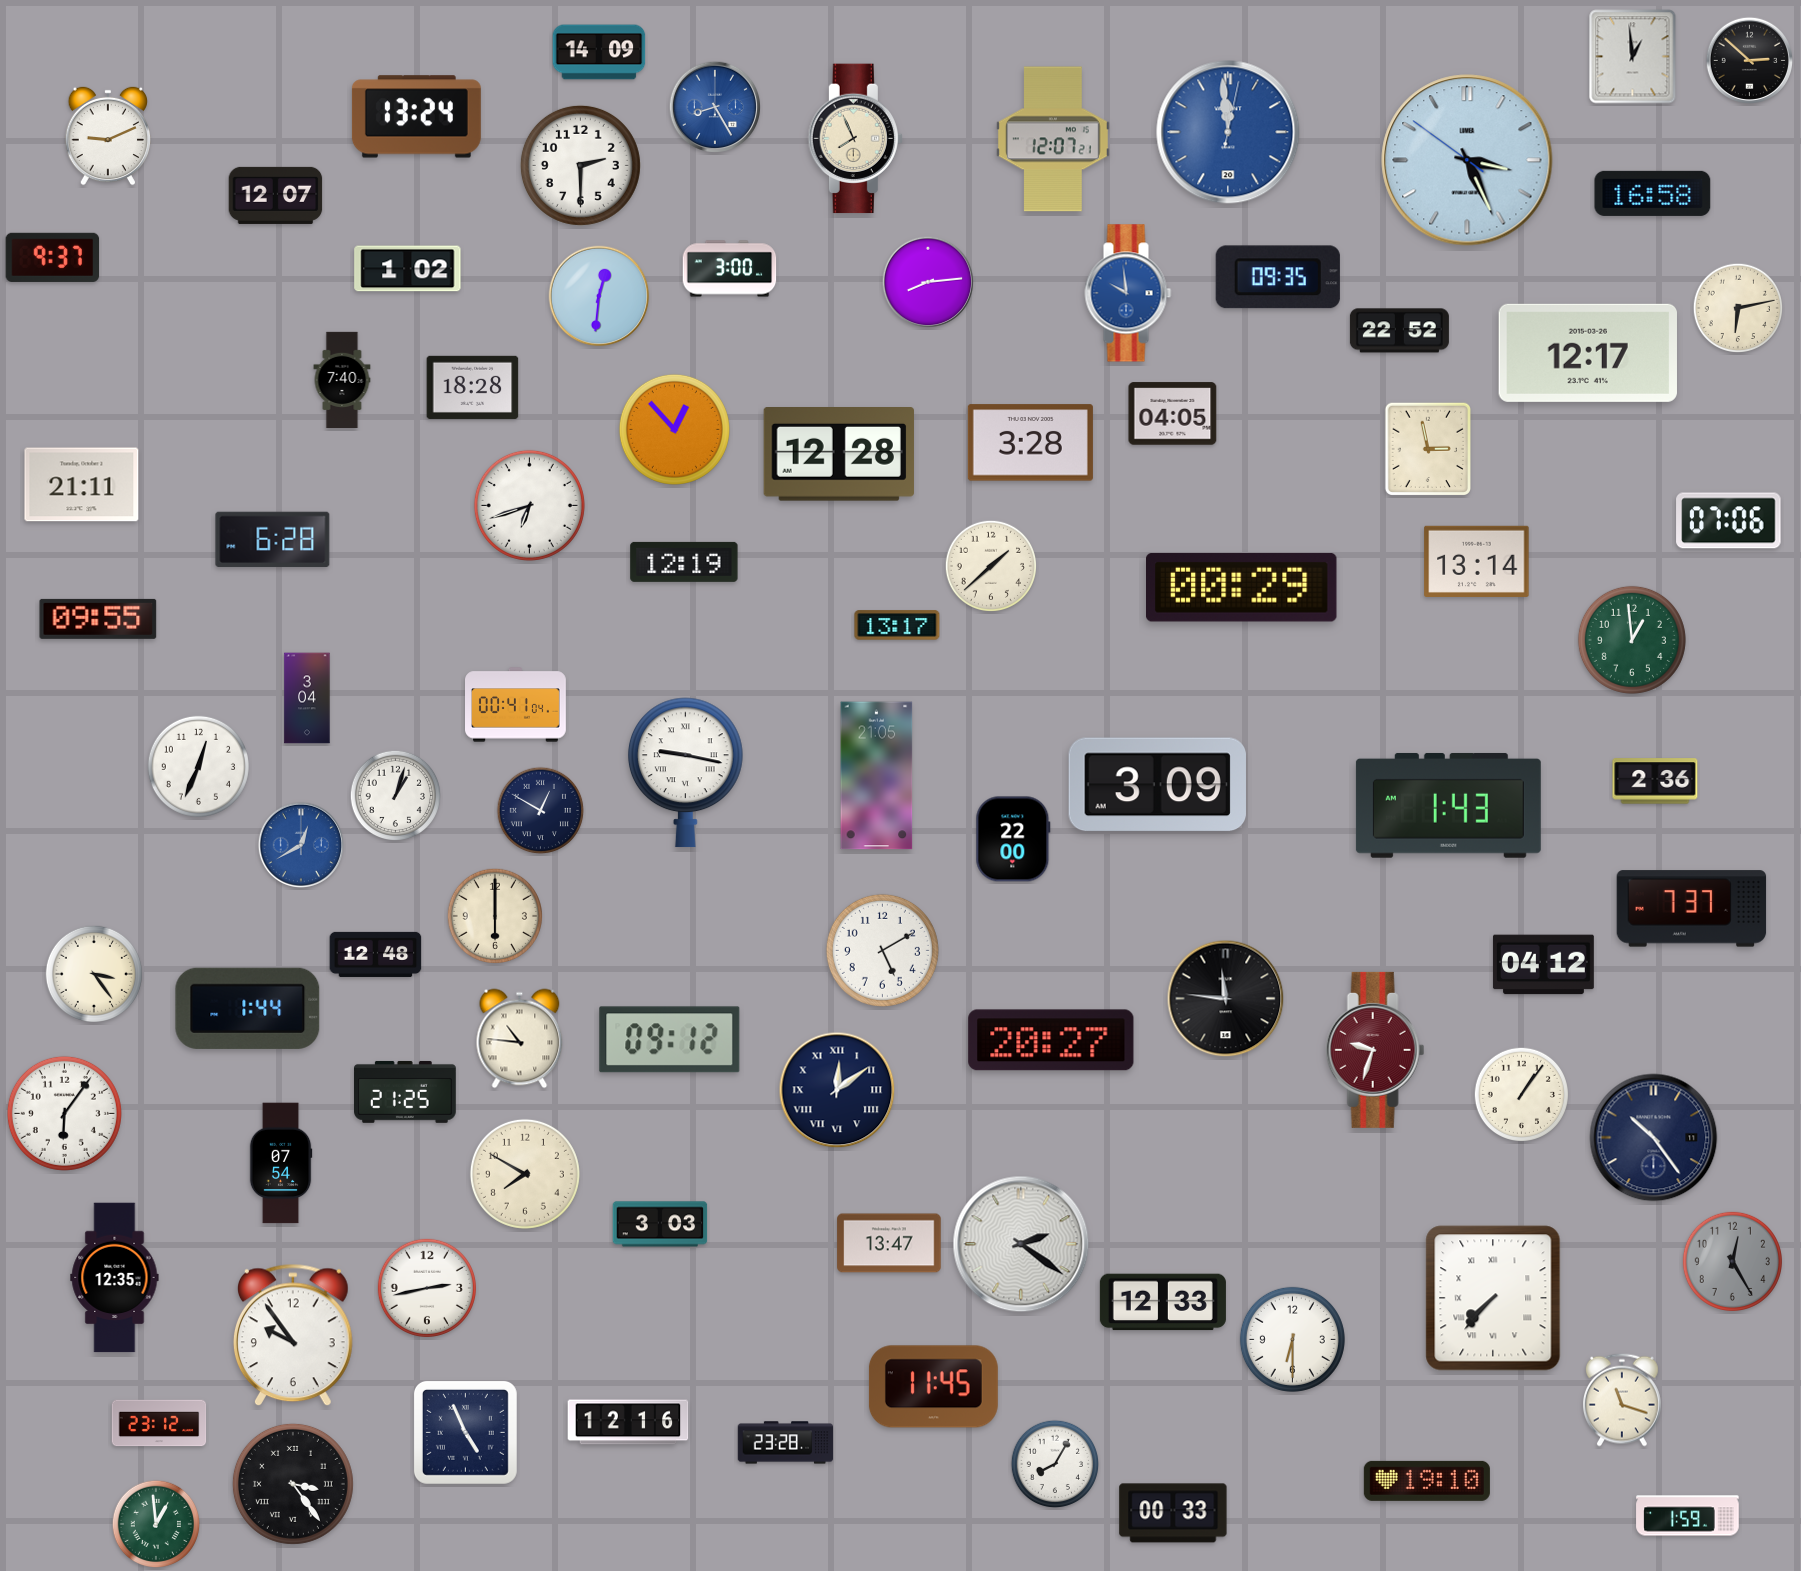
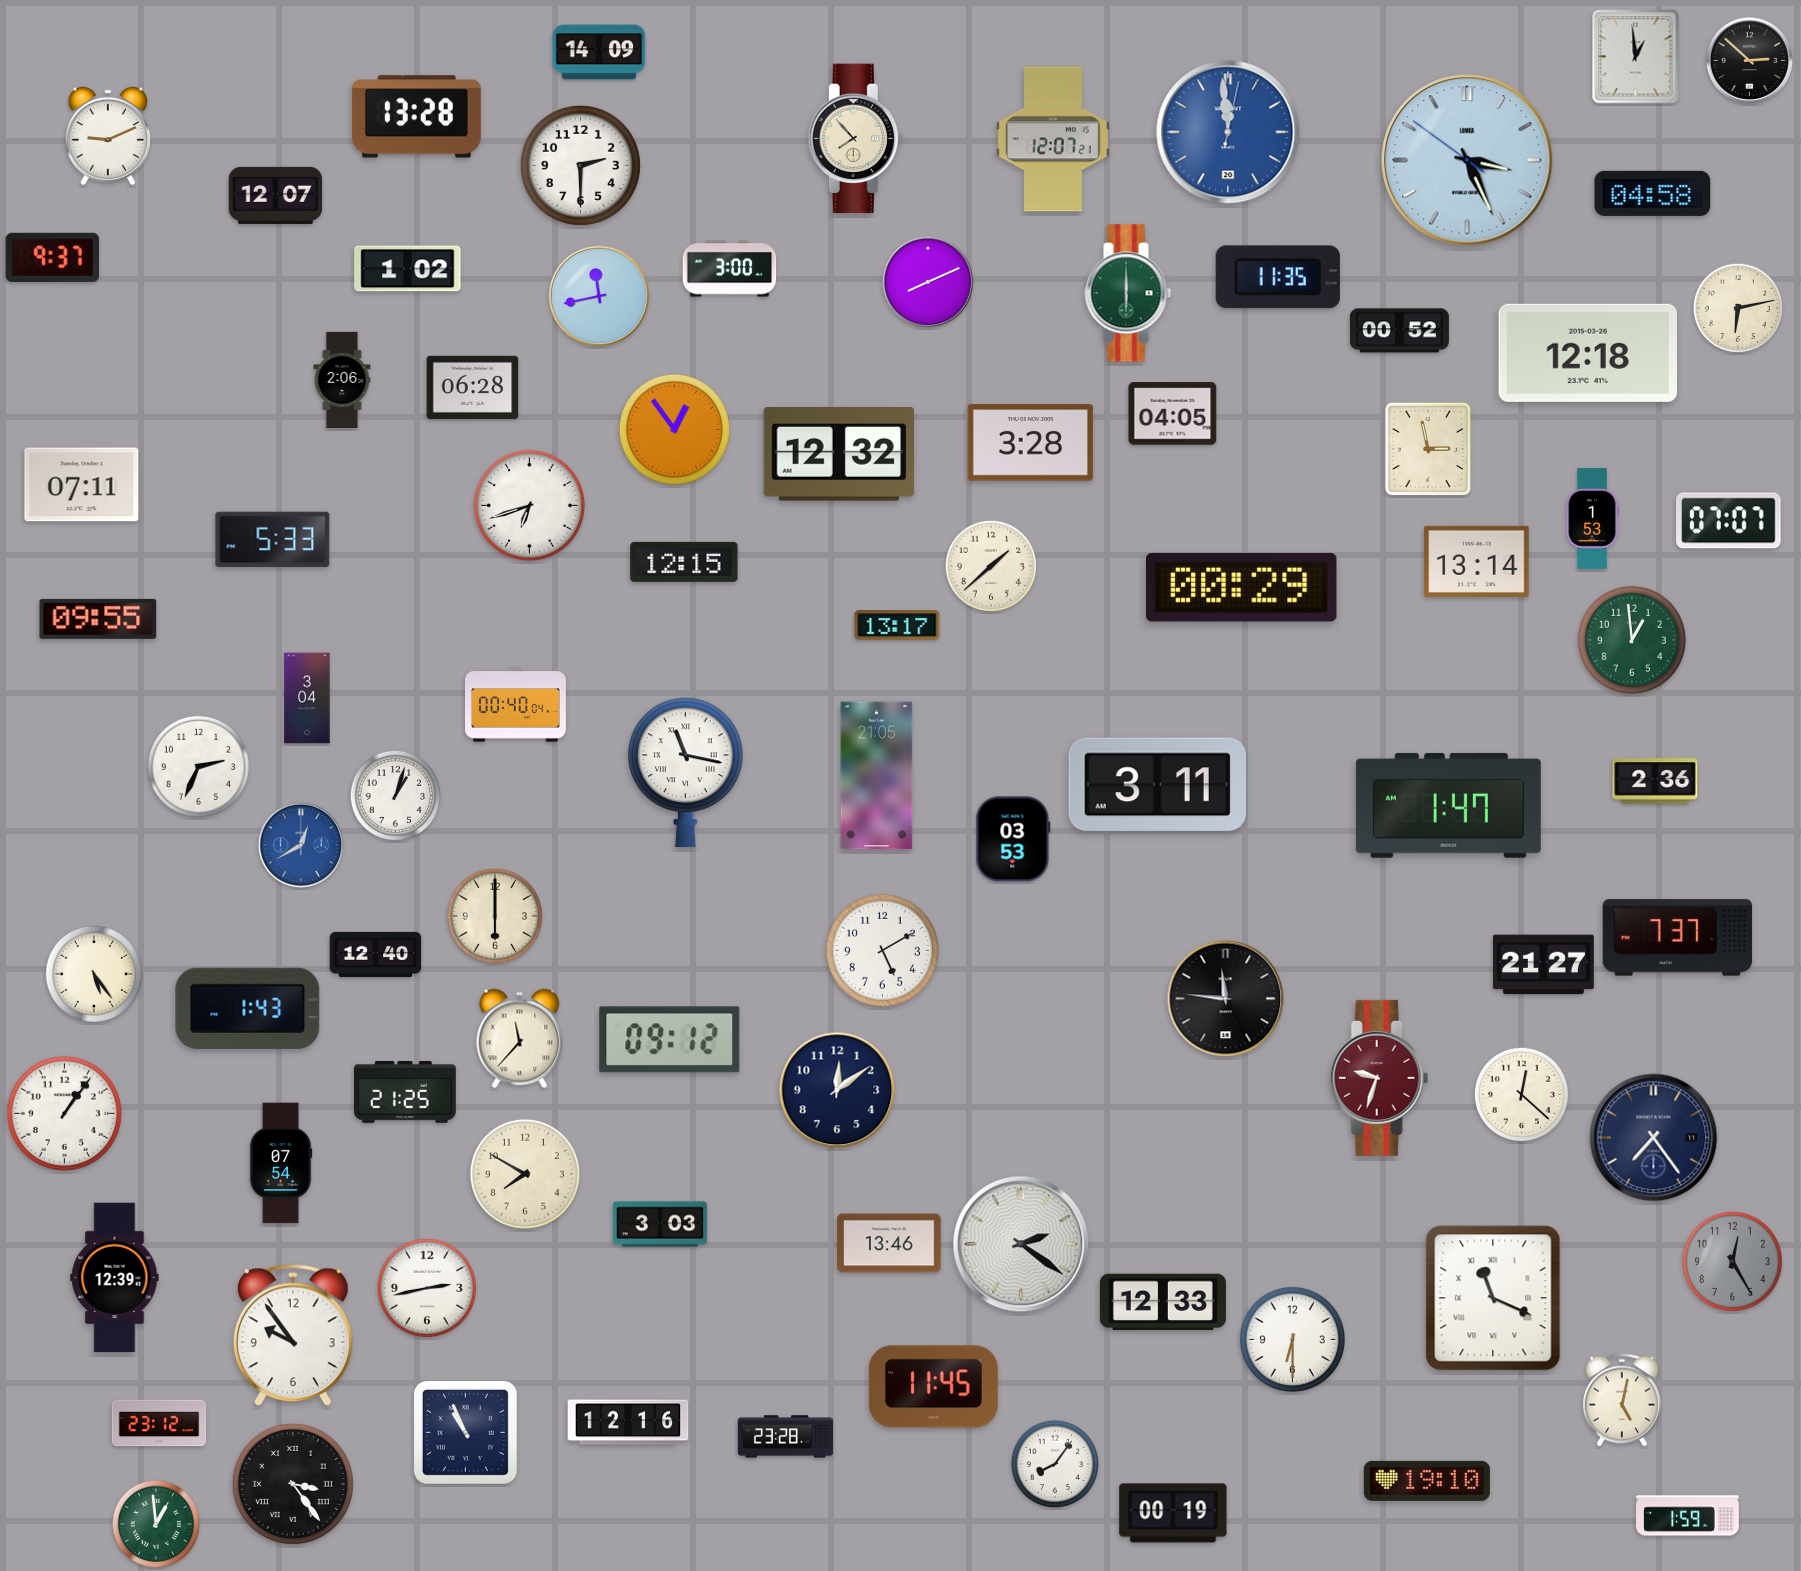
clock at (1633, 57) position: (1633, 57) -> (1636, 57)
clock at (715, 107): 8:25 -> none
clock at (416, 117): 13:24 -> 13:28
clock at (855, 139): 7:56 -> 7:53
clock at (1653, 193): 16:58 -> 04:58
clock at (1278, 277): 09:35 -> 11:35
clock at (928, 282): 8:14 -> 8:11
clock at (1128, 293): 9:59 -> 6:00
clock at (1128, 293) dial: blue -> green
clock at (599, 296): 12:31 -> 11:43
clock at (1399, 331): 22:52 -> 00:52
clock at (1588, 353): 12:17 -> 12:18
clock at (342, 379): 7:40 -> 2:06
clock at (473, 387): 18:28 -> 06:28
clock at (674, 429): 12:53 -> 12:54
clock at (839, 455): 12:28 -> 12:32
clock at (82, 485): 21:11 -> 07:11
clock at (1592, 519): none -> 1:53
clock at (1729, 521): 07:06 -> 07:07
clock at (273, 539): 6:28 -> 5:33
clock at (684, 562): 12:19 -> 12:15
clock at (516, 705): 00:41 -> 00:40
clock at (198, 766): 12:34 -> 2:34
clock at (685, 773): 9:17 -> 11:17
clock at (1157, 785): 3:09 -> 3:11
clock at (1448, 805): 1:43 -> 1:47
clock at (541, 811): 12:50 -> none
clock at (1013, 839): 22:00 -> 03:53
clock at (1692, 909) position: (1692, 909) -> (1678, 938)
clock at (376, 954): 12:48 -> 12:40
clock at (1543, 965): 04:12 -> 21:27
clock at (94, 974): 3:24 -> 5:24
clock at (248, 1008): 1:44 -> 1:43
clock at (520, 1039): 10:46 -> 11:37
clock at (1051, 1040): 20:27 -> none
clock at (1375, 1050) position: (1375, 1050) -> (1379, 1078)
clock at (837, 1090) numerals: Roman -> Arabic
clock at (1521, 1094): 1:06 -> 12:22
clock at (64, 1113): 6:06 -> 1:06
clock at (1654, 1138): 10:24 -> 7:24
clock at (889, 1243): 13:47 -> 13:46
clock at (115, 1278): 12:35 -> 12:39
clock at (1493, 1298): 7:37 -> 11:19
clock at (1622, 1400): 11:18 -> 5:02
clock at (465, 1432): 4:56 -> 10:56
clock at (786, 1443) position: (786, 1443) -> (786, 1437)
clock at (1055, 1464): 8:05 -> 8:06
clock at (1173, 1513): 00:33 -> 00:19
